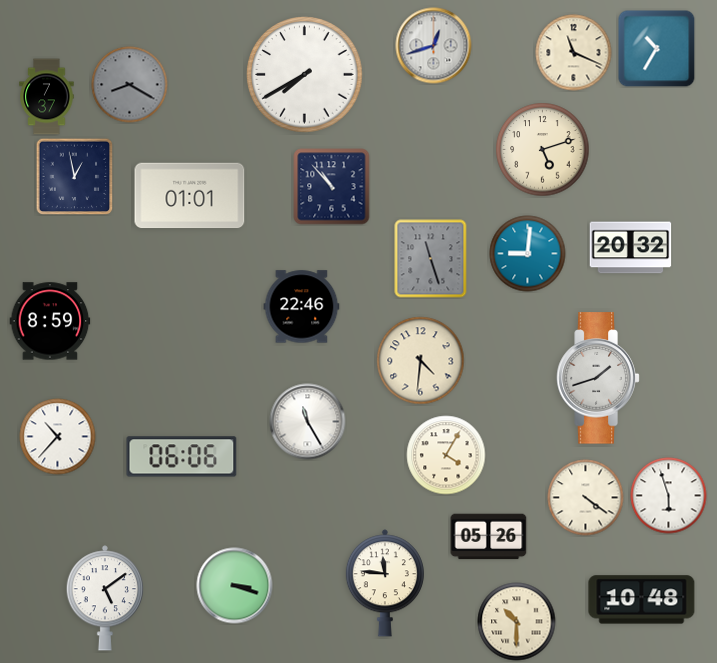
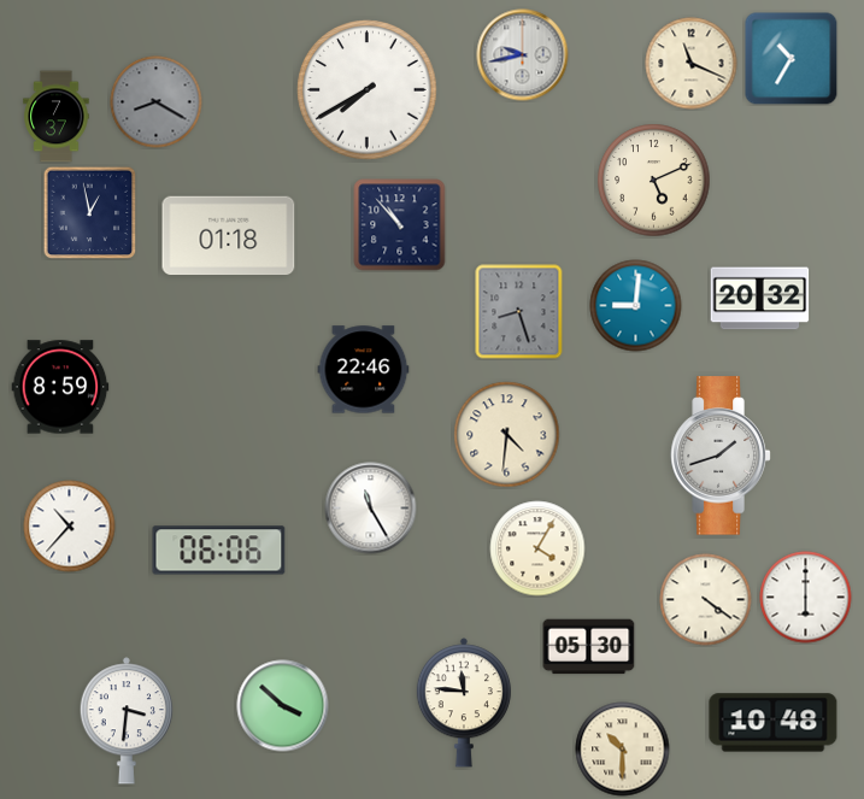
clock at (434, 46): 12:42 -> 9:43
clock at (543, 150): 5:12 -> 5:11
clock at (190, 196): 01:01 -> 01:18
clock at (431, 259): 11:27 -> 8:27
clock at (669, 496): 5:57 -> 6:00
clock at (489, 537): 05:26 -> 05:30
clock at (235, 586): 3:18 -> 3:52
clock at (104, 598): 5:09 -> 3:31
